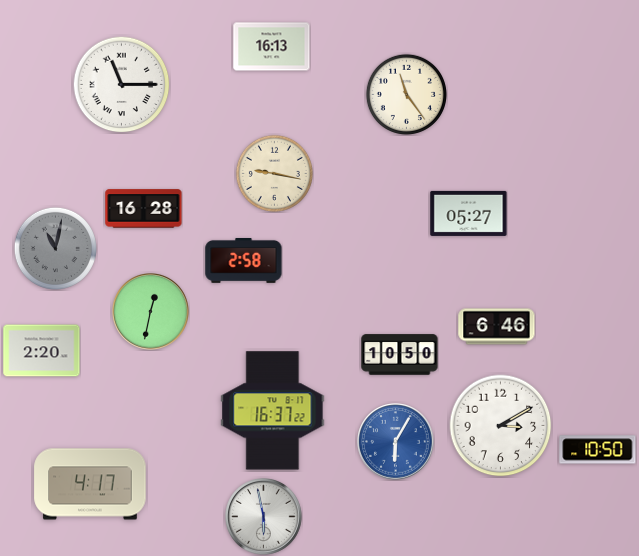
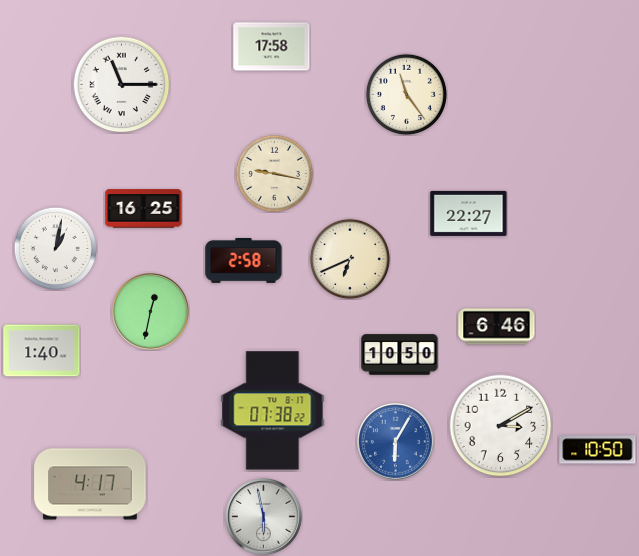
clock at (272, 47): 16:13 -> 17:58
clock at (144, 209): 16:28 -> 16:25
clock at (469, 213): 05:27 -> 22:27
clock at (55, 248): 11:02 -> 1:02
clock at (55, 248) dial: grey -> white
clock at (350, 259): none -> 6:41
clock at (42, 351): 2:20 -> 1:40
clock at (273, 411): 16:37 -> 07:38
